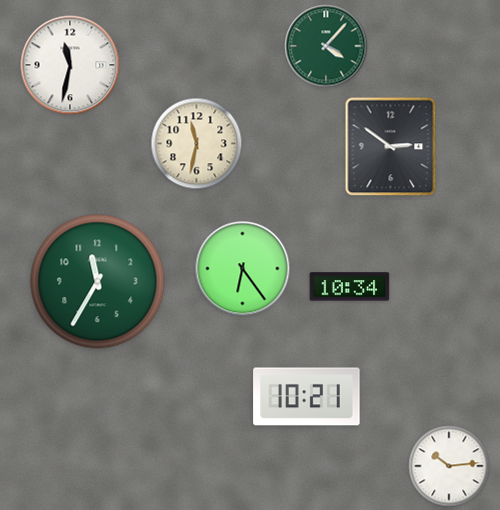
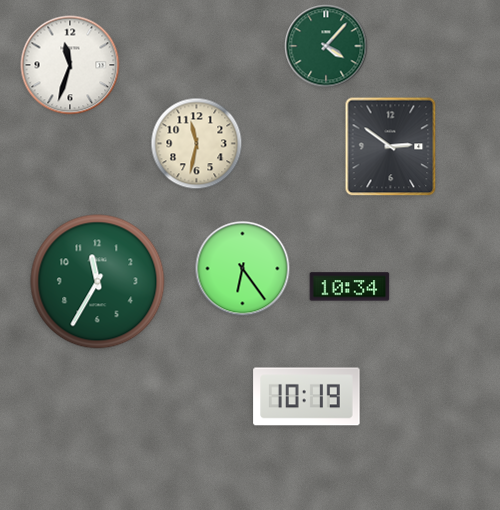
clock at (70, 65): 11:32 -> 11:33
clock at (307, 397): 10:21 -> 10:19
clock at (449, 466): 10:14 -> none
